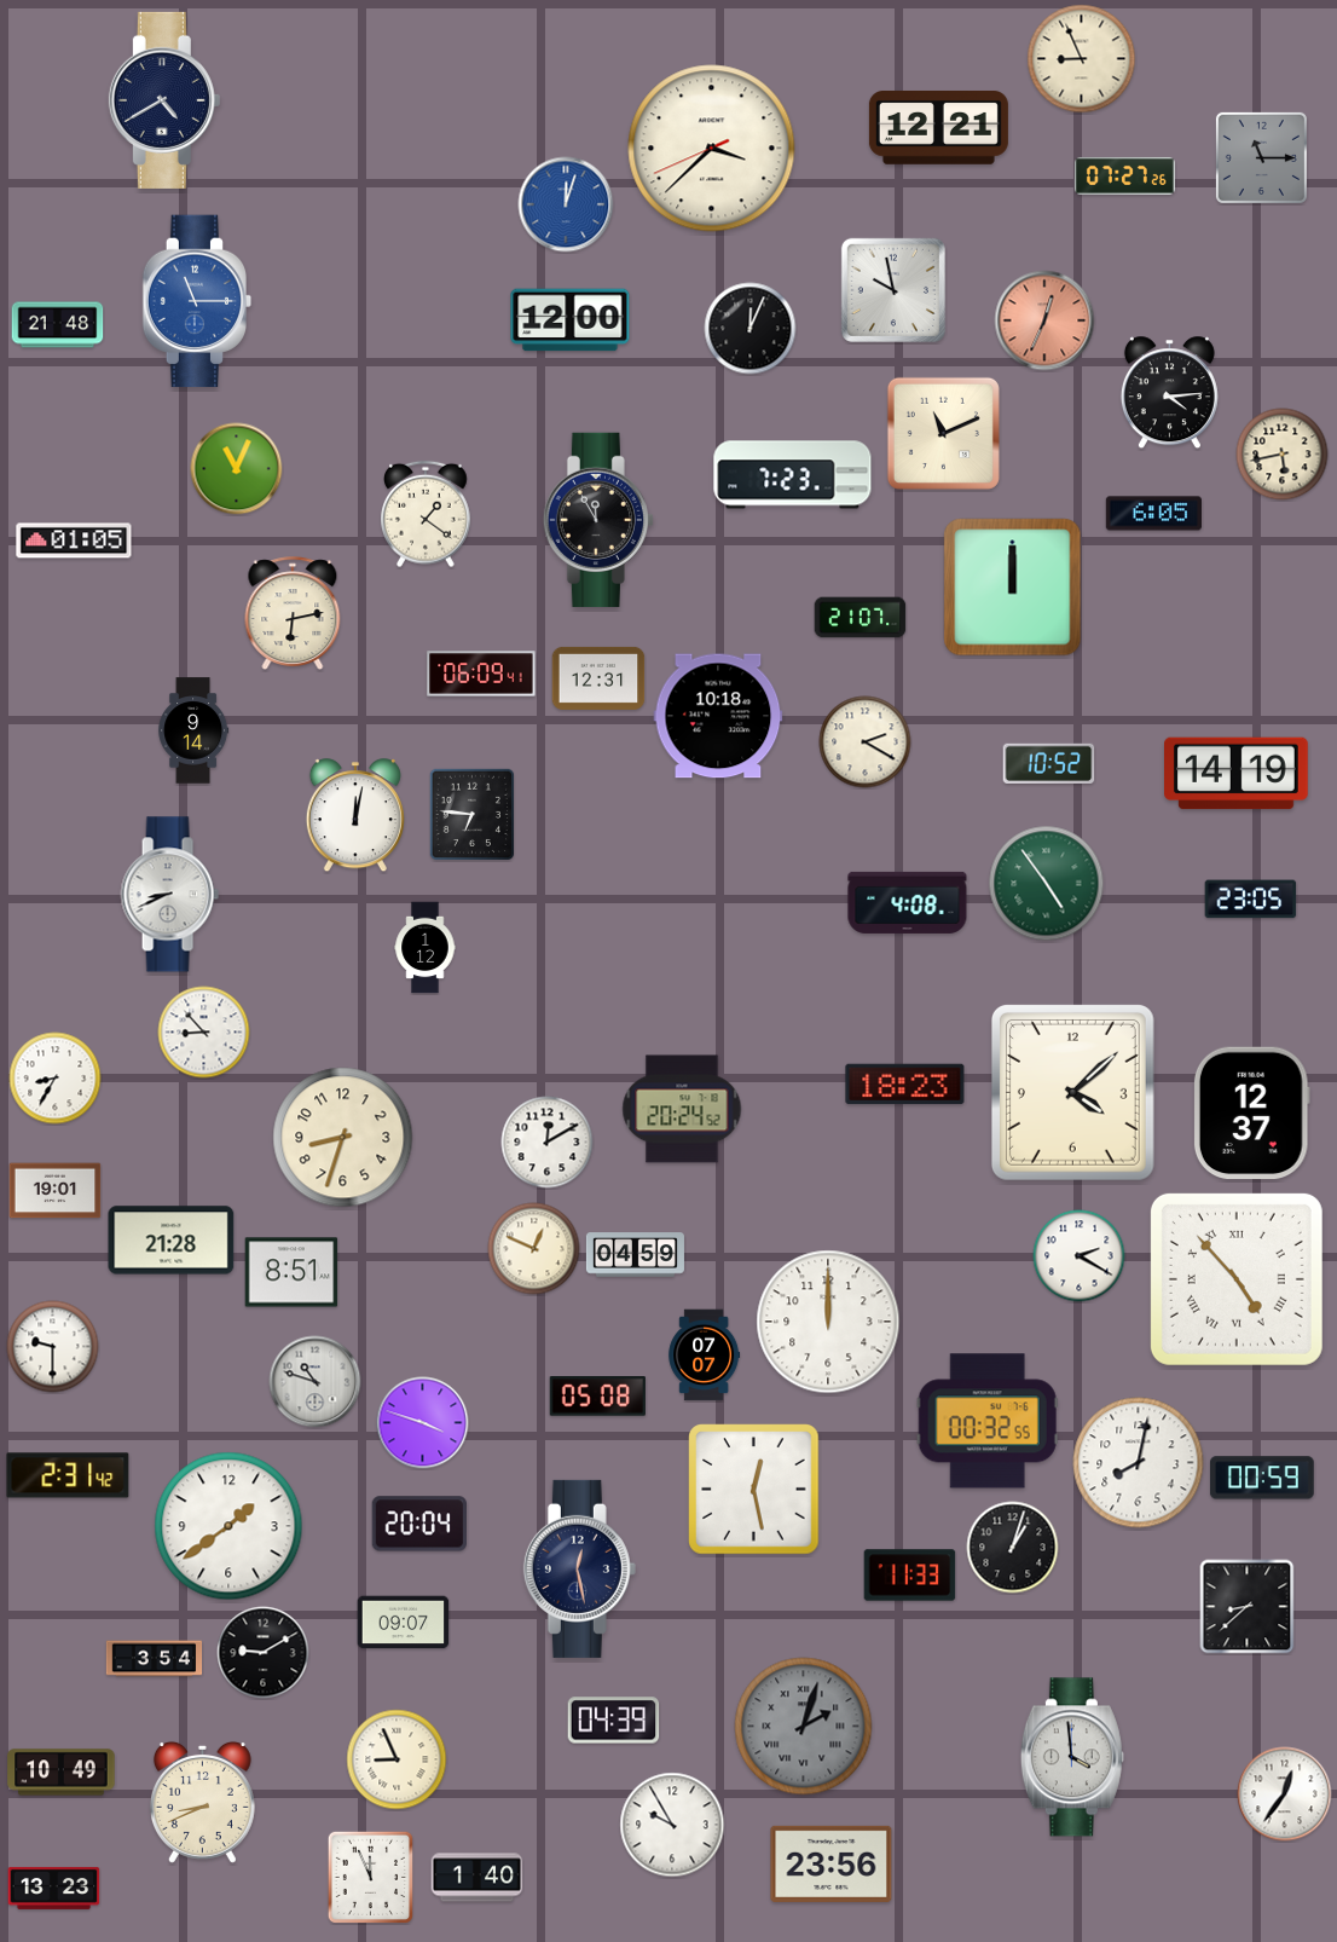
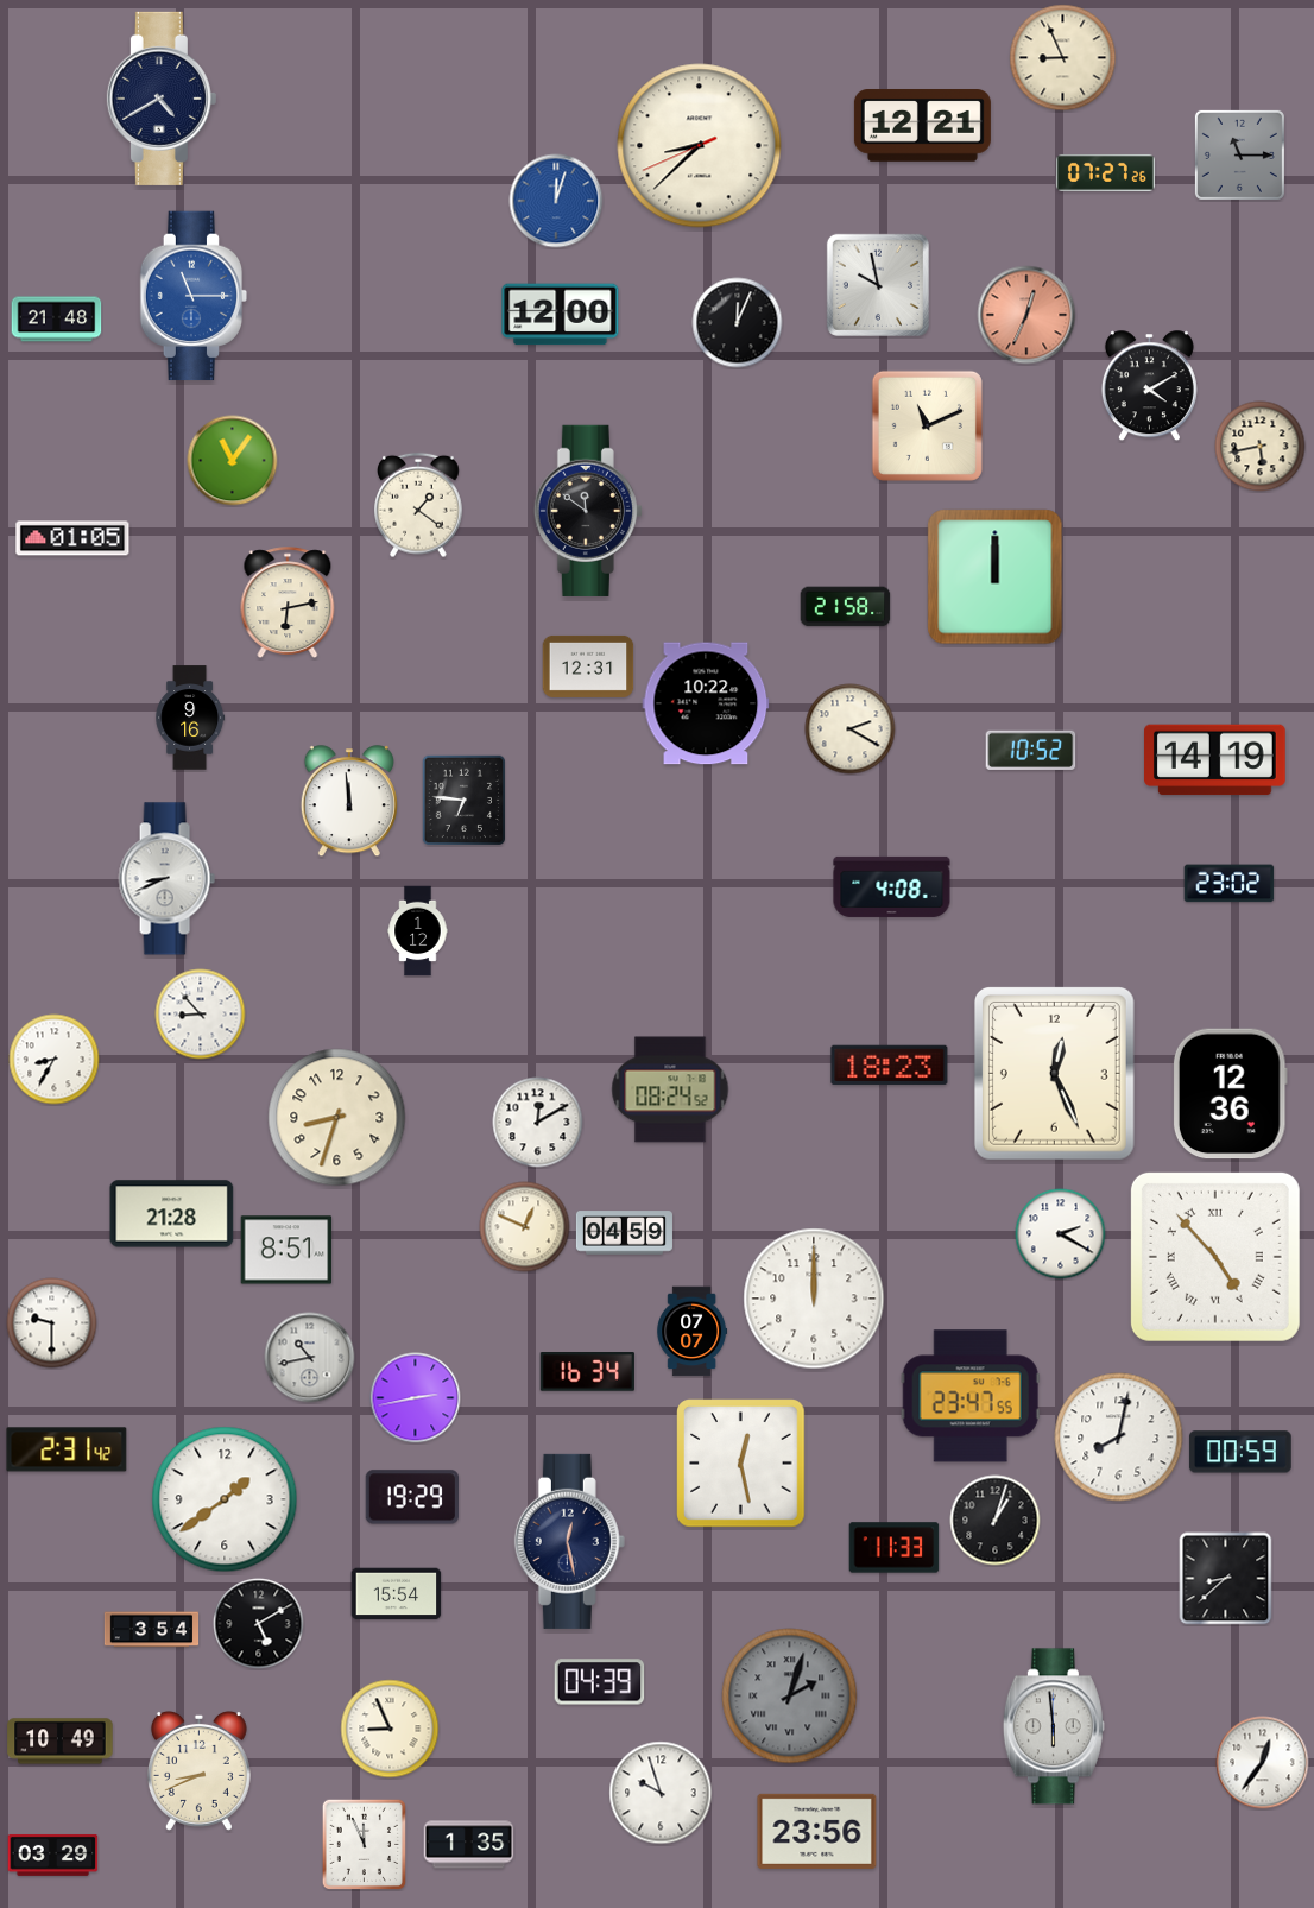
clock at (712, 149): 3:37 -> 8:37
clock at (1169, 393): 4:14 -> 4:10
clock at (237, 469): 11:04 -> 11:06
clock at (793, 475): 7:23 -> none
clock at (1153, 514): 6:05 -> none
clock at (598, 520): 11:55 -> 11:51
clock at (74, 541) position: (74, 541) -> (72, 538)
clock at (861, 618): 21:07 -> 21:58
clock at (481, 674): 06:09 -> none
clock at (718, 716): 10:18 -> 10:22
clock at (193, 730): 9:14 -> 9:16
clock at (355, 816): 12:02 -> 11:59
clock at (1047, 884): 4:54 -> none
clock at (1251, 900): 23:05 -> 23:02
clock at (1072, 1092): 4:08 -> 12:26
clock at (682, 1109): 20:24 -> 08:24
clock at (1251, 1114): 12:37 -> 12:36
clock at (56, 1191): 19:01 -> none
clock at (172, 1241) position: (172, 1241) -> (172, 1214)
clock at (316, 1382): 10:48 -> 10:43
clock at (597, 1397): 05:08 -> 16:34
clock at (988, 1421): 00:32 -> 23:47
clock at (423, 1423): 3:48 -> 2:43
clock at (418, 1524): 20:04 -> 19:29
clock at (404, 1623): 09:07 -> 15:54
clock at (264, 1653): 9:10 -> 5:10
clock at (614, 1721) position: (614, 1721) -> (600, 1682)
clock at (1072, 1757): 3:59 -> 5:59
clock at (672, 1825): 9:55 -> 9:57
clock at (477, 1878): 1:40 -> 1:35
clock at (54, 1888): 13:23 -> 03:29
